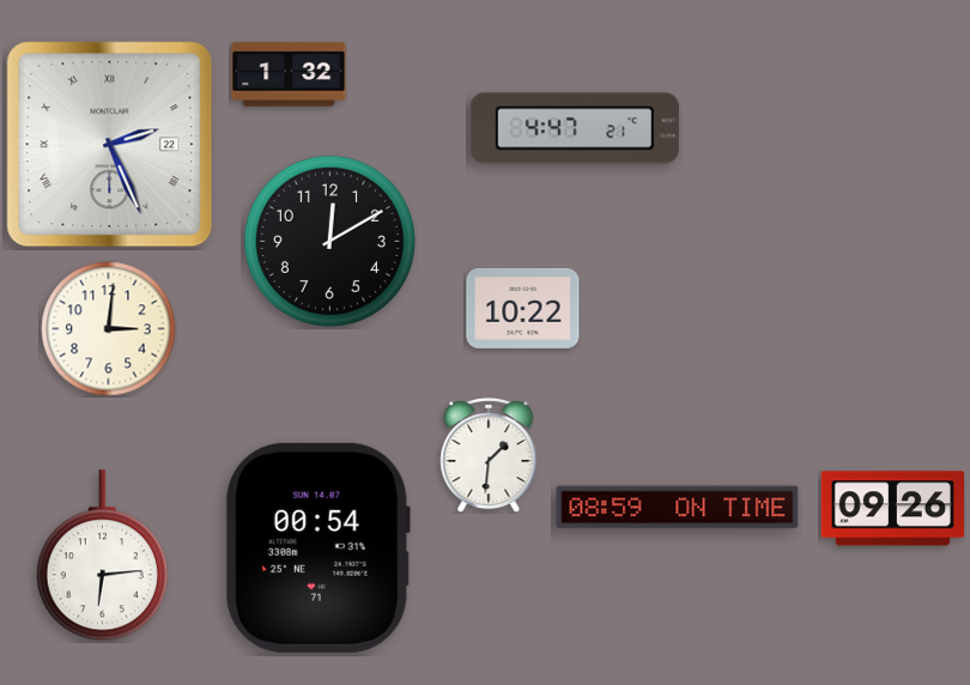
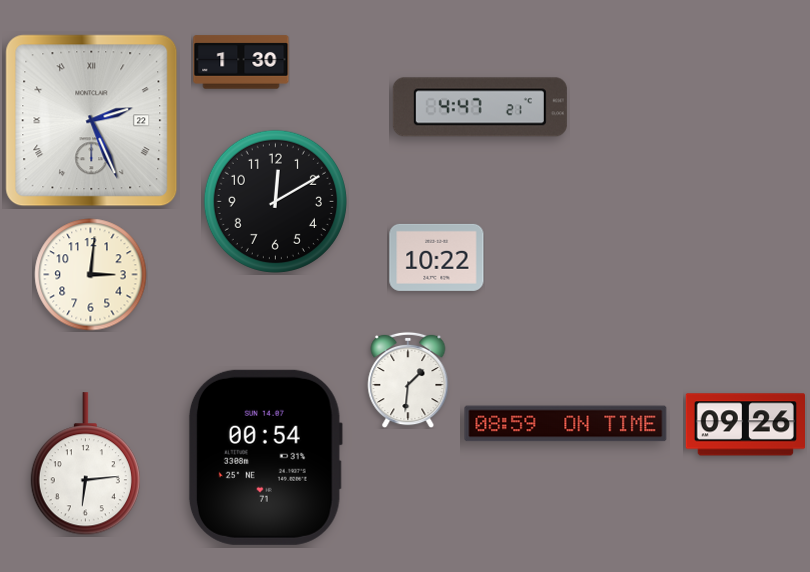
clock at (289, 74): 1:32 -> 1:30
